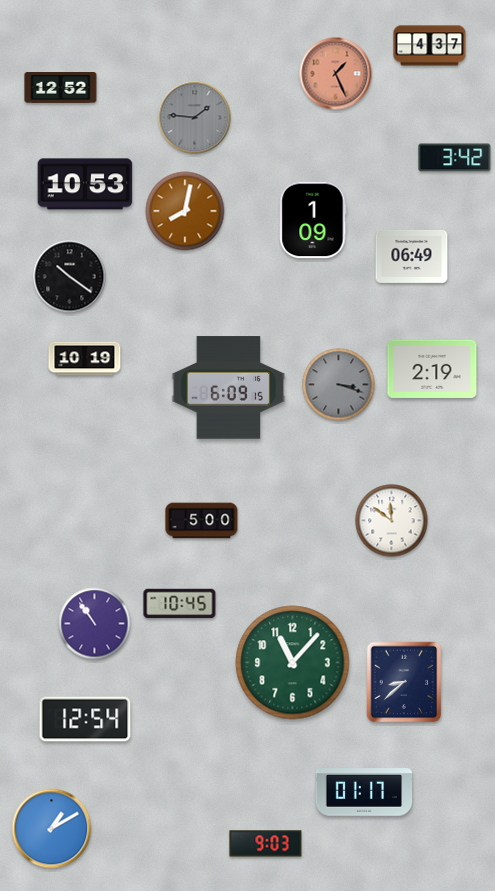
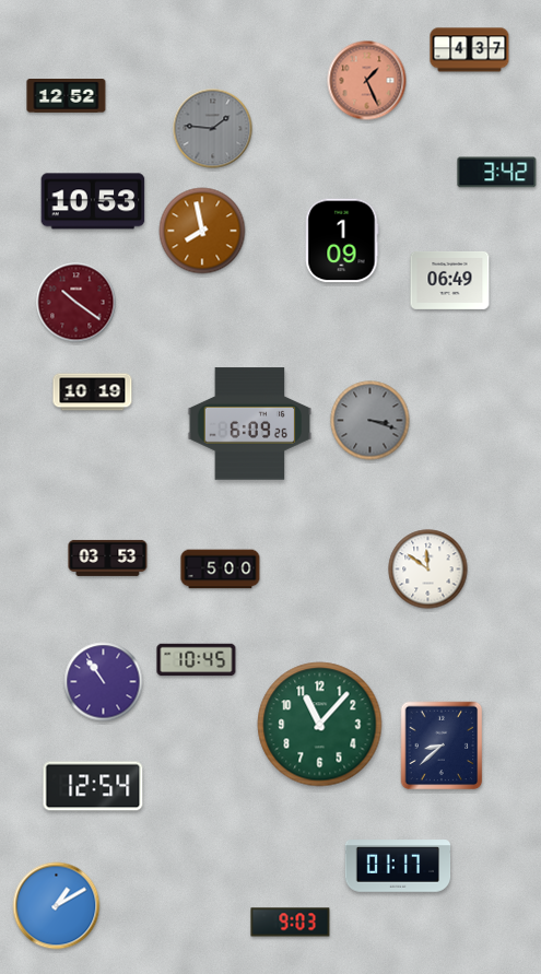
clock at (185, 211): 8:02 -> 7:58
clock at (70, 277) dial: black -> burgundy
clock at (432, 369): 2:19 -> none
clock at (229, 388): 6:09:15 -> 6:09:26
clock at (108, 558): none -> 03:53
